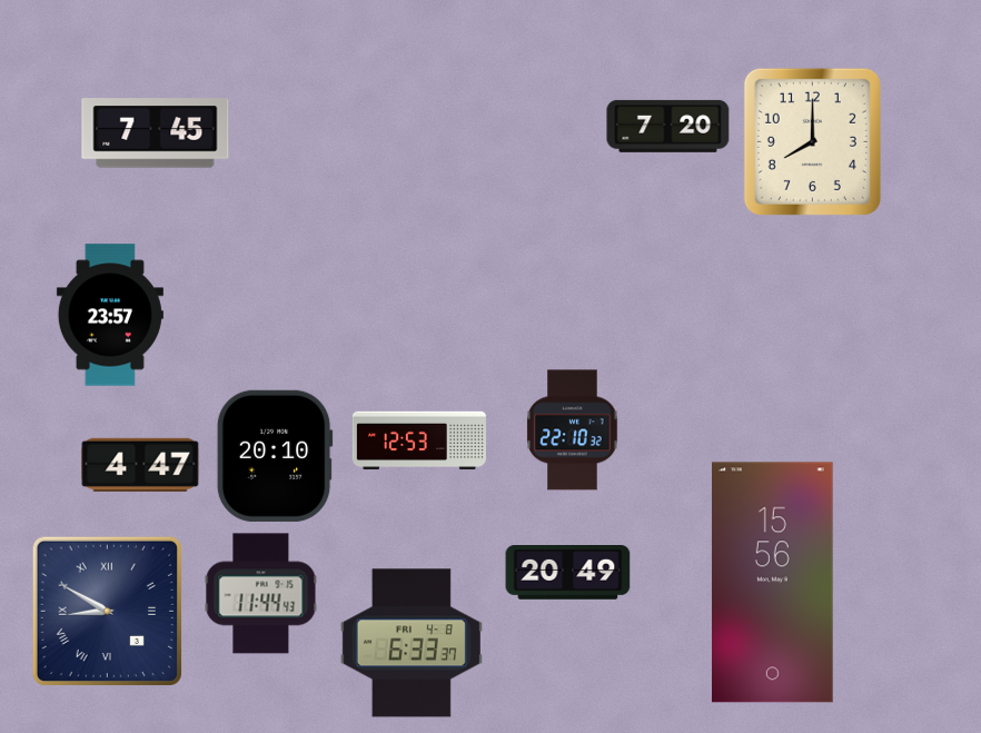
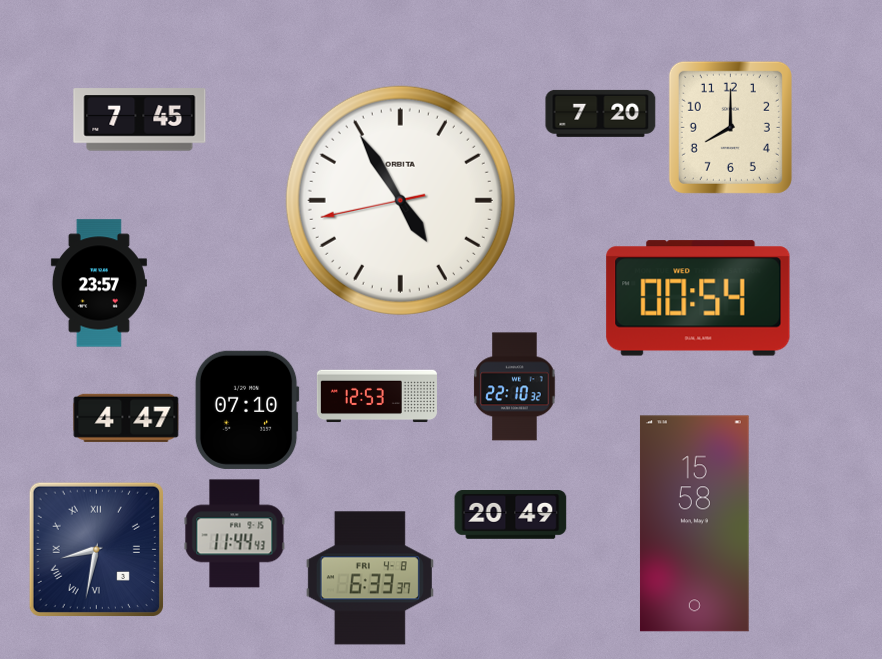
clock at (400, 200): none -> 4:54
clock at (698, 298): none -> 00:54
clock at (275, 456): 20:10 -> 07:10
clock at (772, 583): 15:56 -> 15:58
clock at (107, 611): 8:50 -> 8:32
